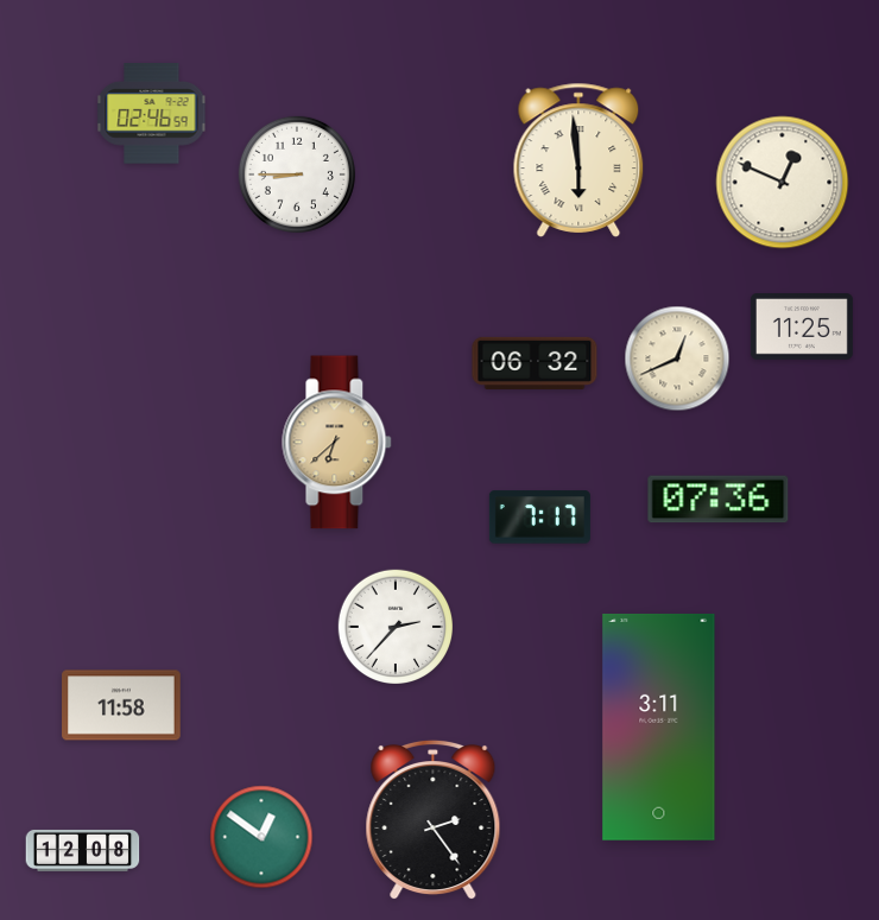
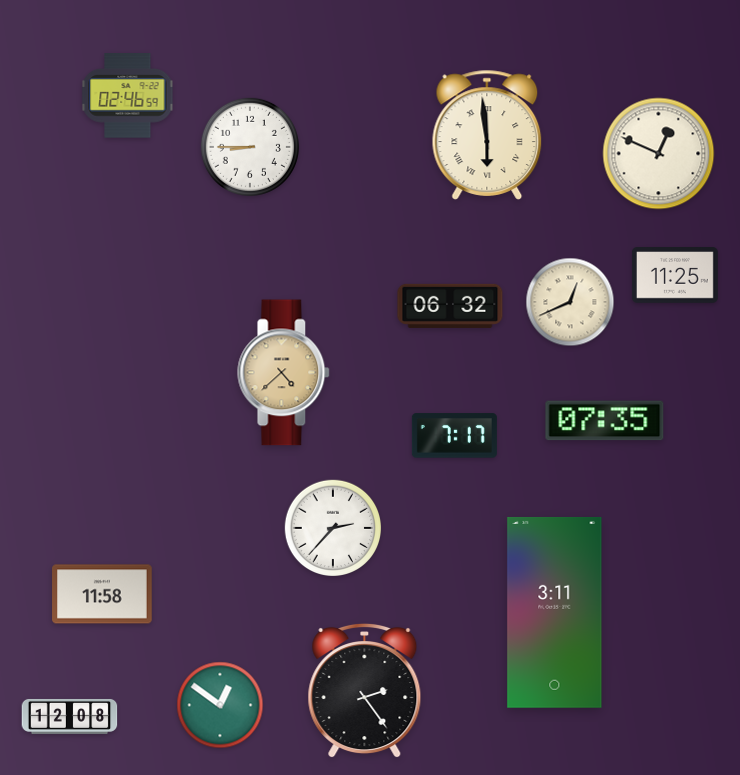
clock at (337, 443): 6:38 -> 4:38
clock at (719, 500): 07:36 -> 07:35
